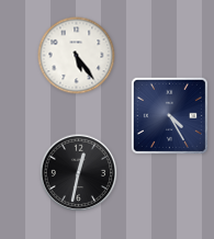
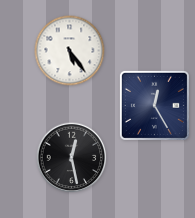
clock at (169, 115): 4:25 -> 12:25
clock at (79, 173): 12:32 -> 12:28
